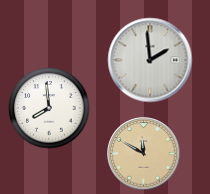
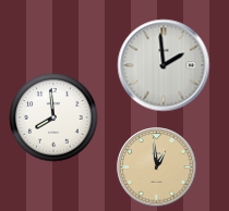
clock at (144, 154): 11:50 -> 12:59
